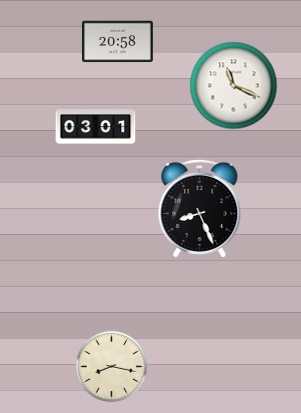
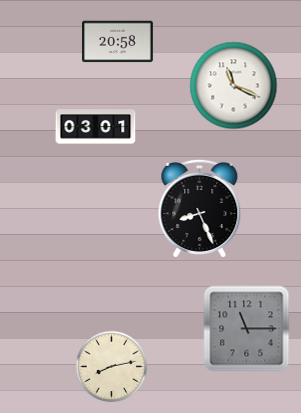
clock at (247, 329): none -> 11:15
clock at (112, 367): 8:17 -> 8:13
